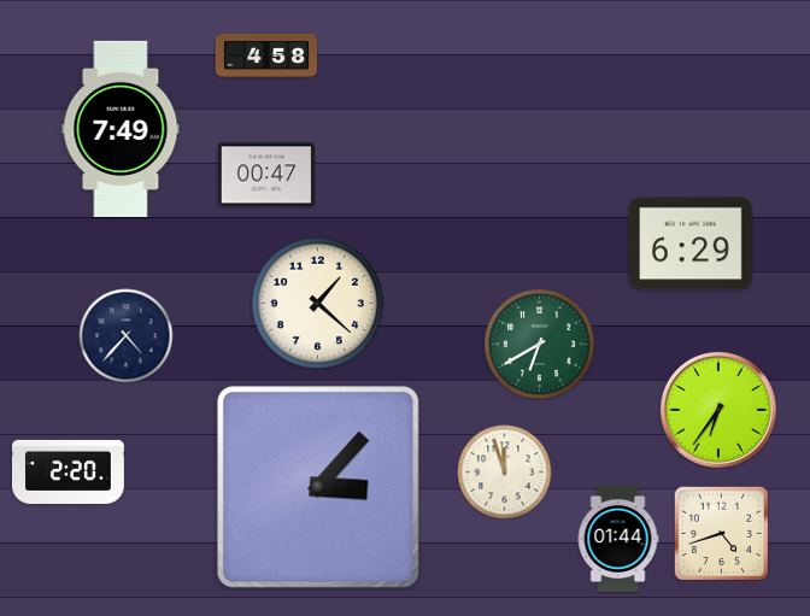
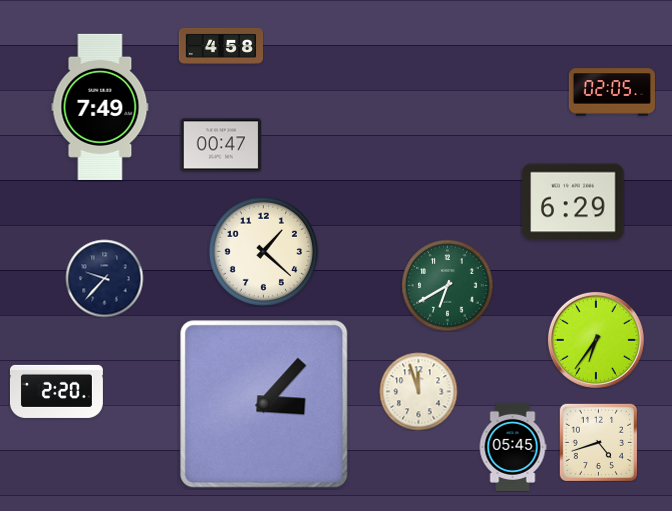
clock at (611, 92): none -> 02:05
clock at (125, 335): 4:37 -> 9:37
clock at (618, 539): 01:44 -> 05:45
